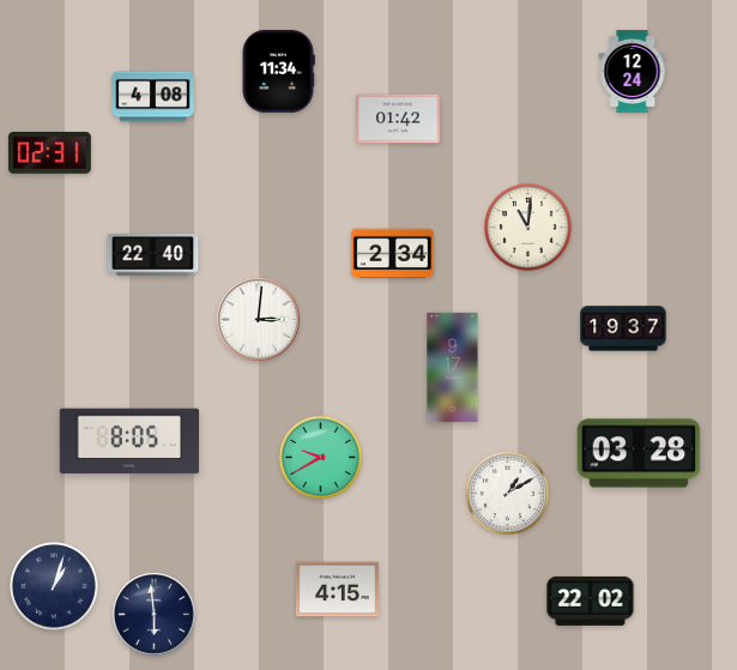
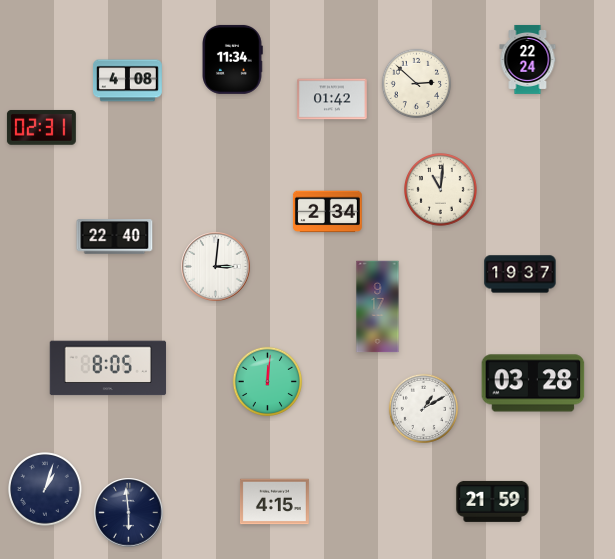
clock at (633, 72): 12:24 -> 22:24
clock at (417, 84): none -> 2:52
clock at (153, 255) position: (153, 255) -> (115, 237)
clock at (639, 453) position: (639, 453) -> (533, 383)
clock at (321, 458): 9:40 -> 12:01
clock at (508, 494) position: (508, 494) -> (424, 409)
clock at (337, 590) position: (337, 590) -> (274, 502)
clock at (591, 600): 22:02 -> 21:59
